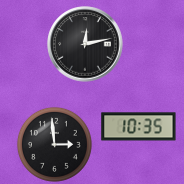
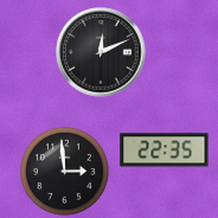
clock at (85, 44): 12:13 -> 12:11
clock at (139, 127): 10:35 -> 22:35
